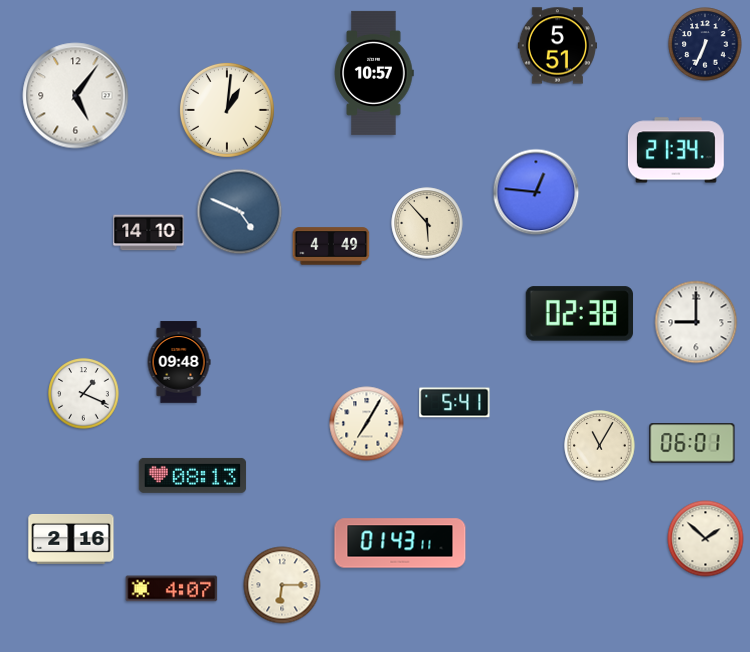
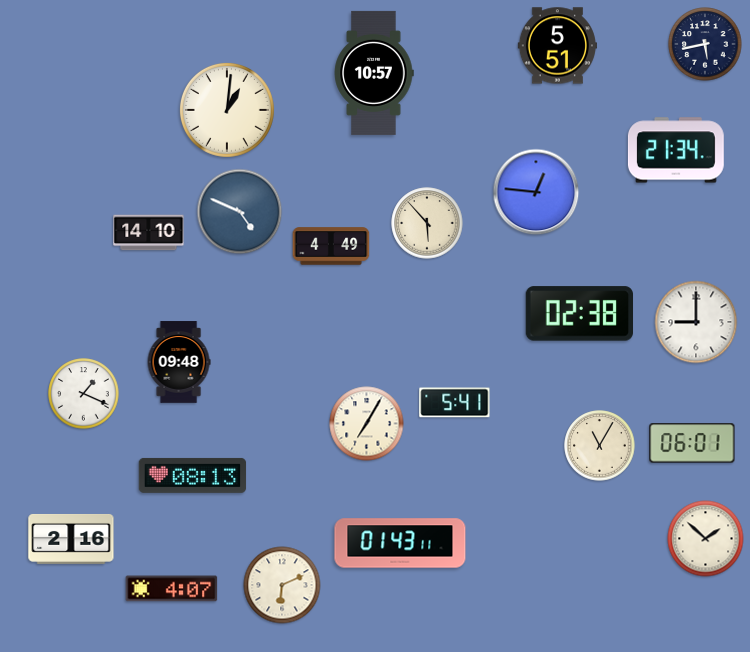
clock at (705, 44): 6:34 -> 5:43
clock at (76, 96): 5:06 -> none
clock at (282, 585): 6:15 -> 6:11
